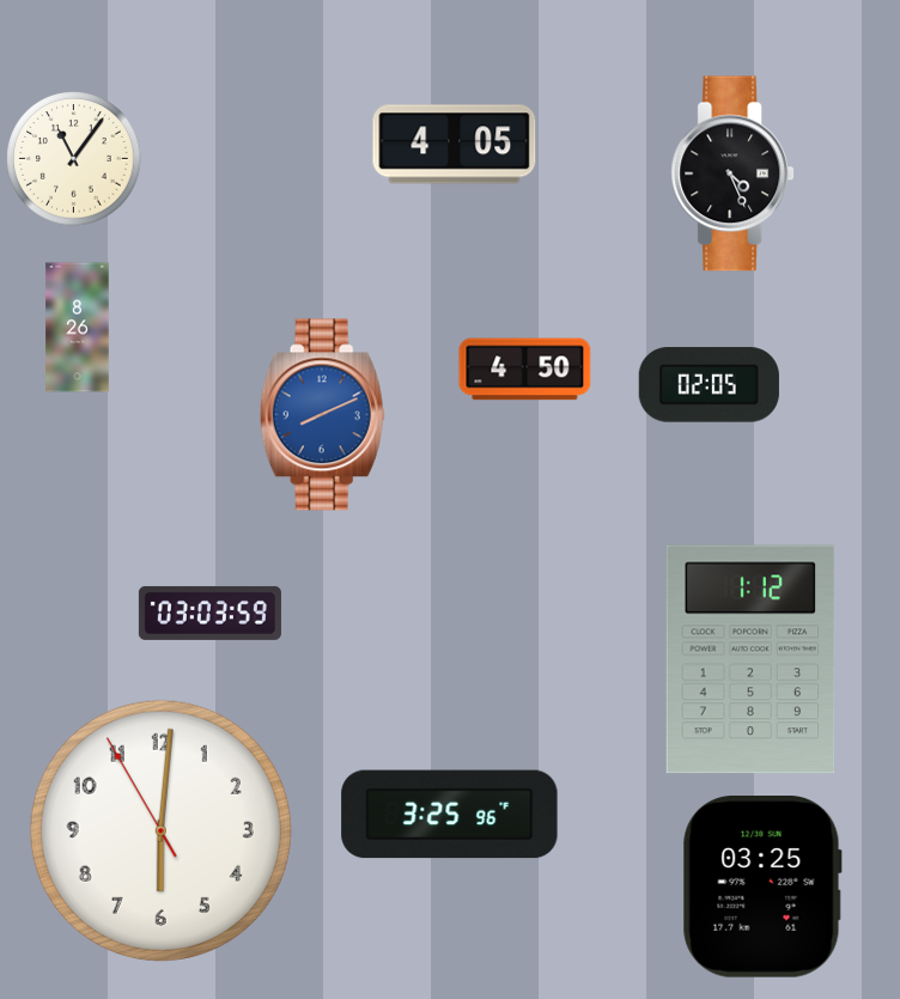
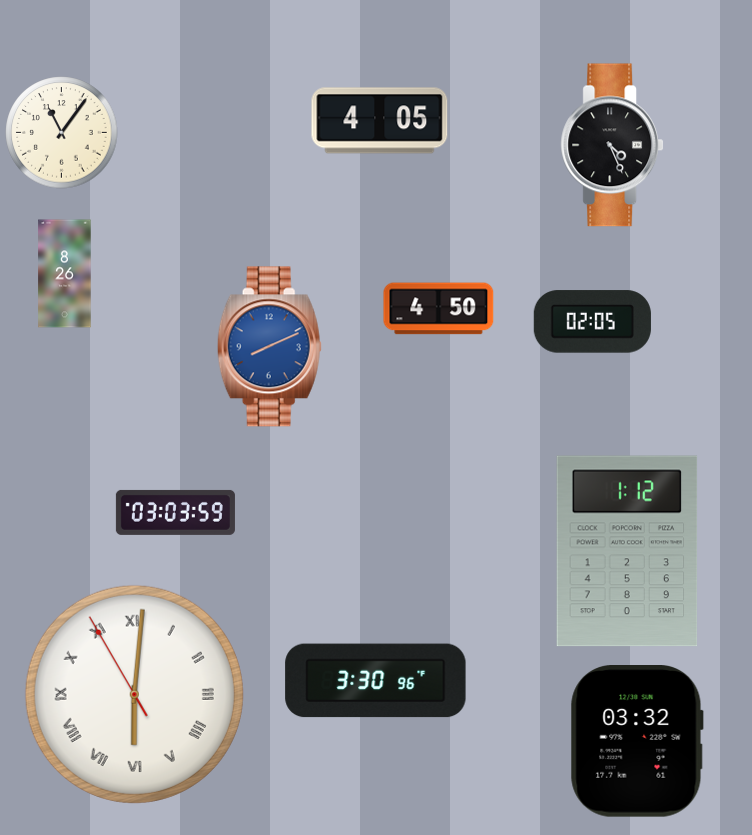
clock at (450, 815): 3:25 -> 3:30
clock at (160, 830) numerals: Arabic -> Roman
clock at (762, 888): 03:25 -> 03:32
